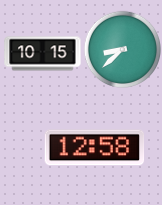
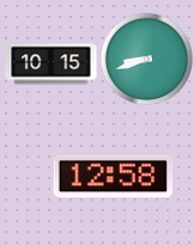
clock at (122, 49): 8:38 -> 8:42
